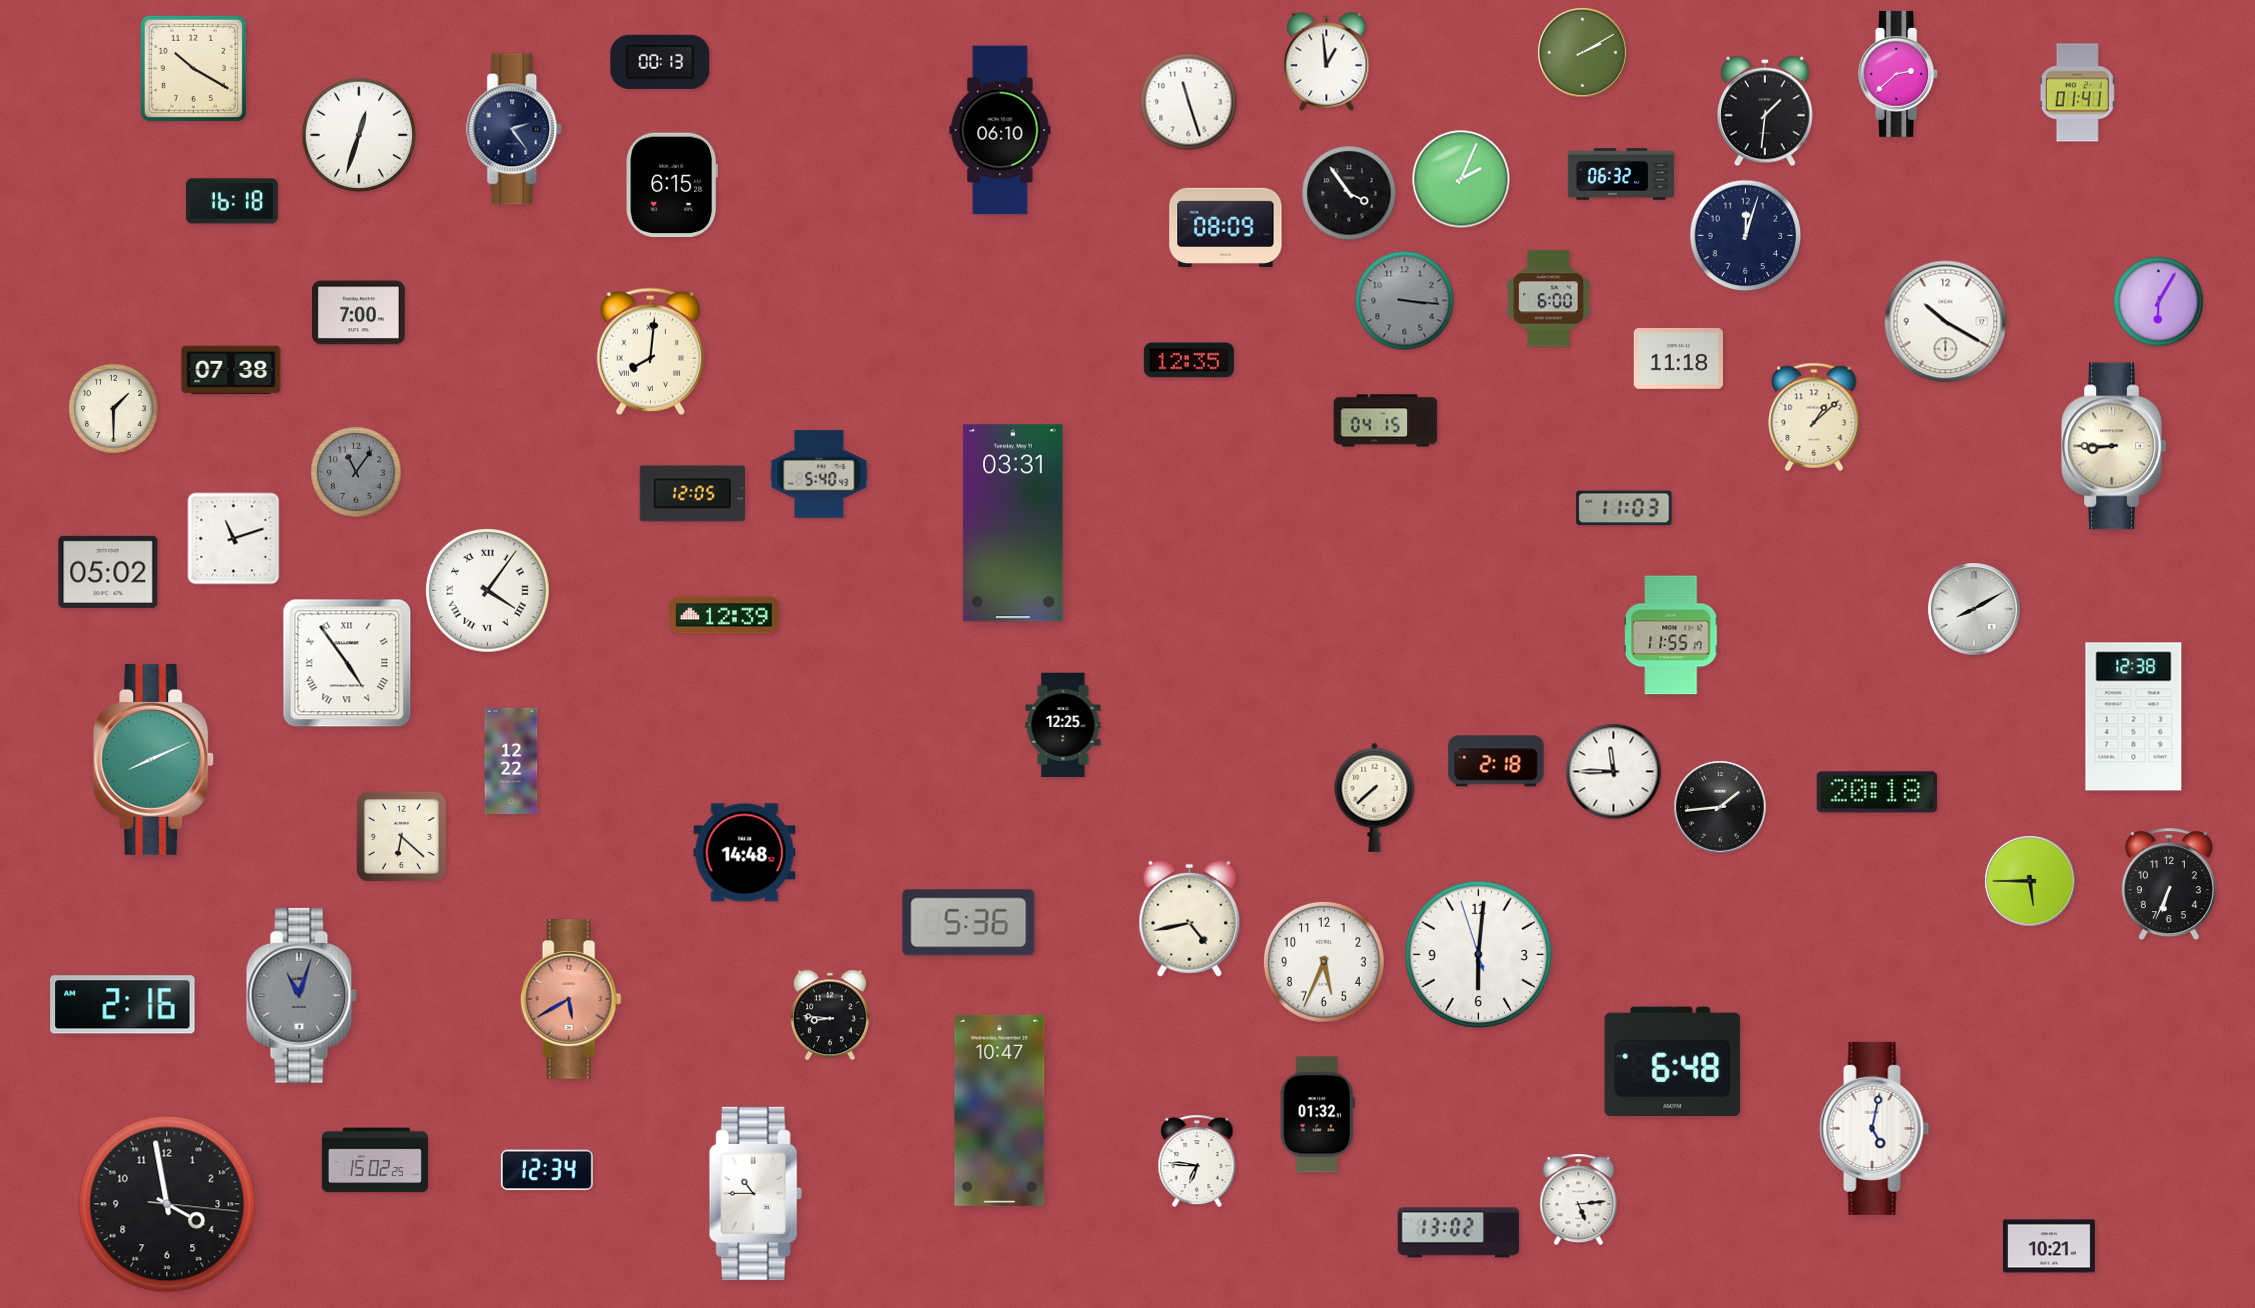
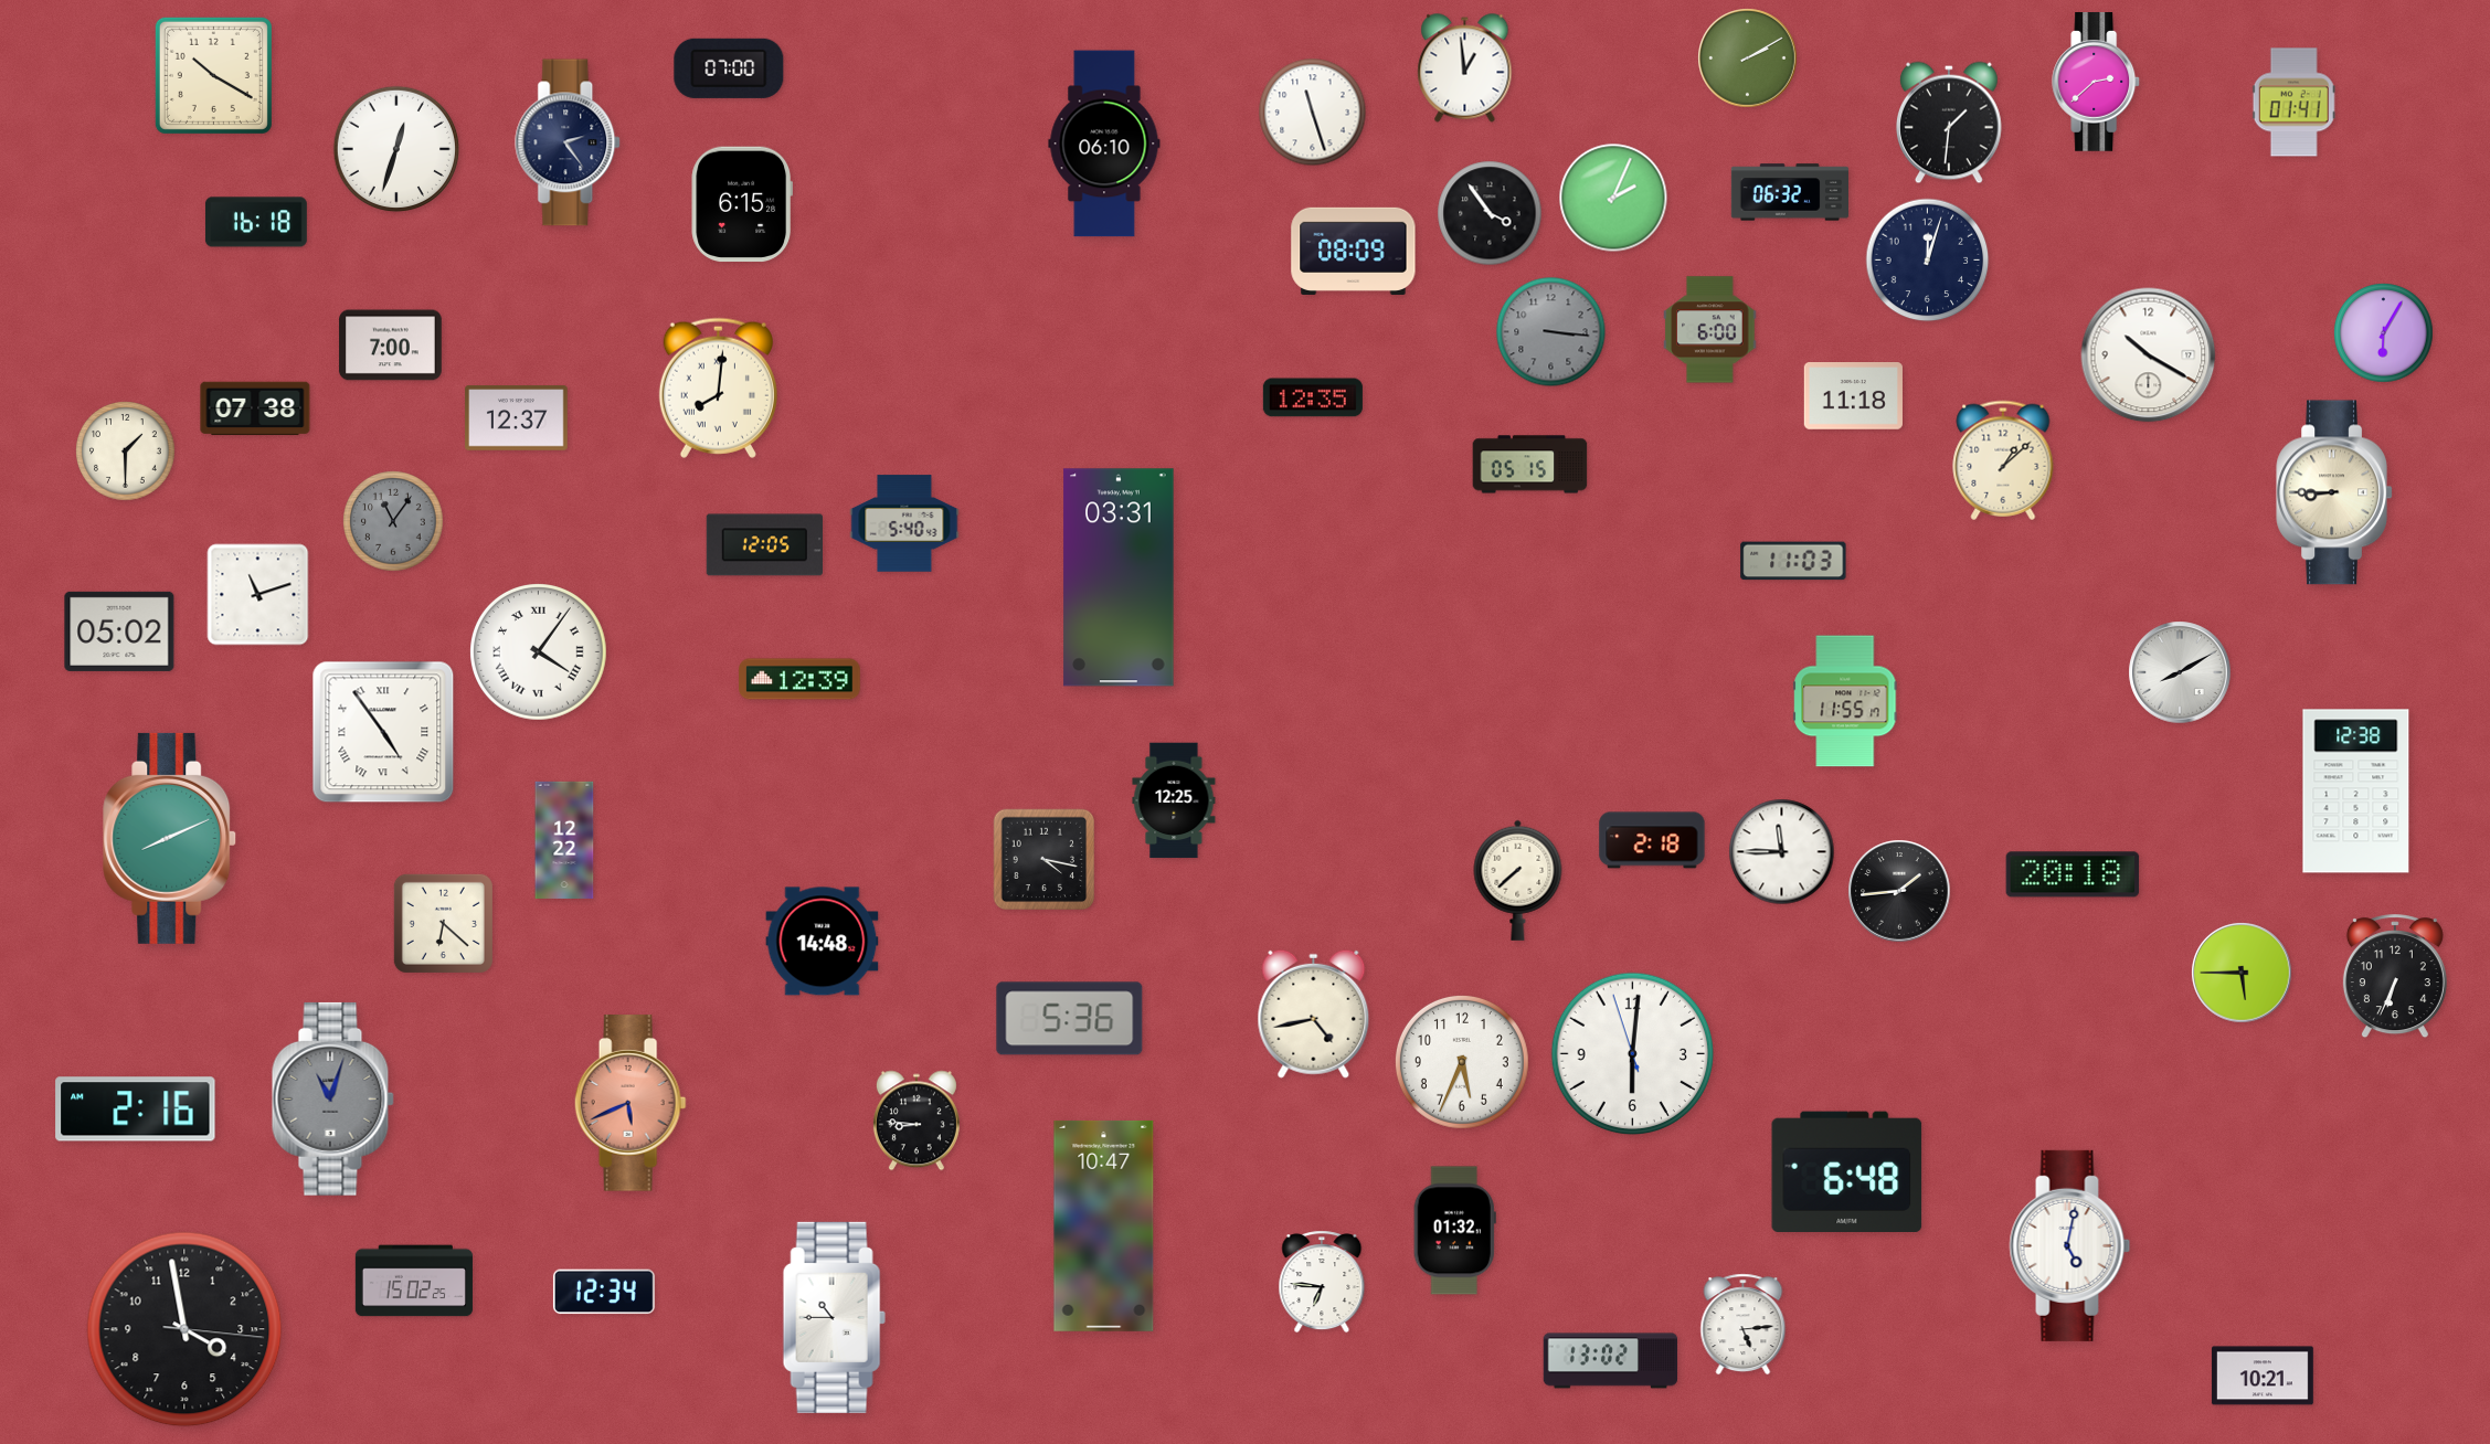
clock at (660, 62): 00:13 -> 07:00
clock at (359, 313) position: (359, 313) -> (391, 346)
clock at (517, 418): none -> 12:37
clock at (1386, 421): 04:15 -> 05:15
clock at (1045, 860): none -> 4:17
clock at (571, 999): 5:40 -> 5:41
